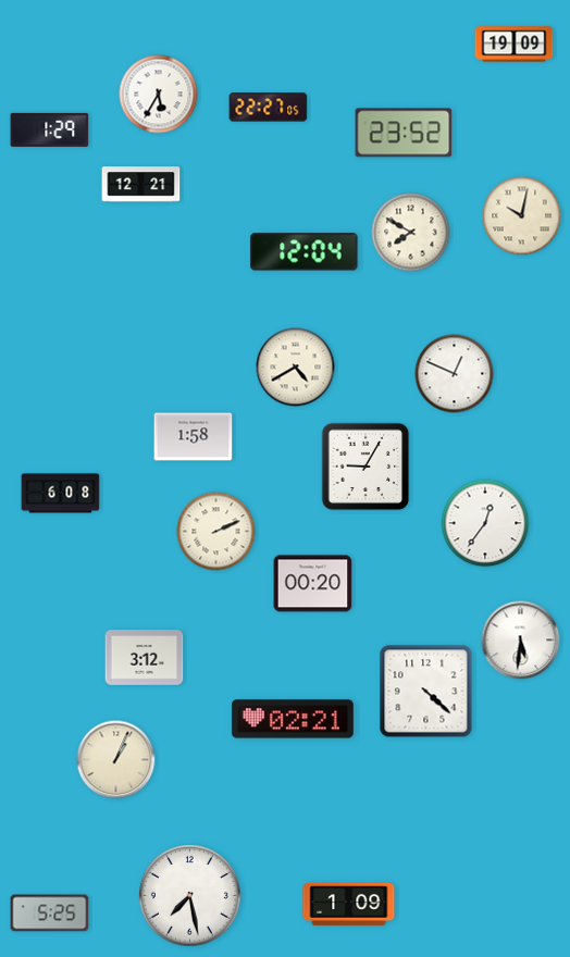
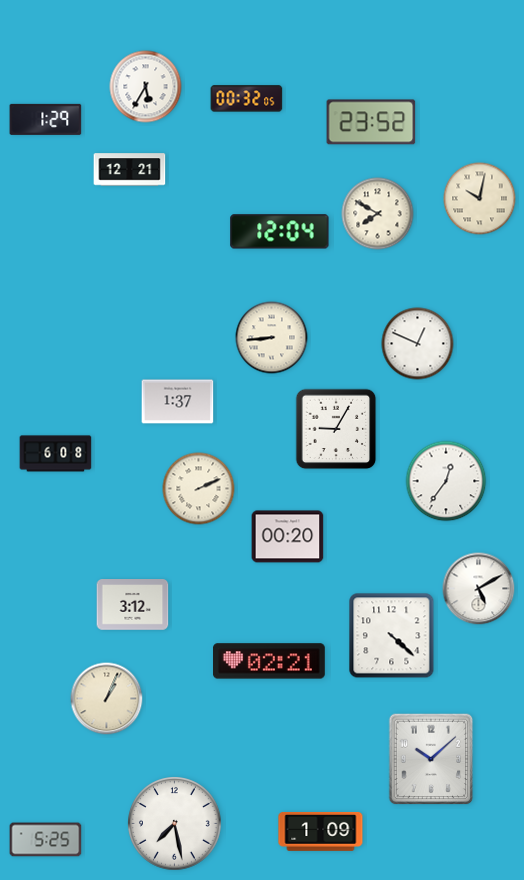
clock at (515, 45): 19:09 -> none
clock at (269, 108): 22:27 -> 00:32
clock at (296, 368): 4:40 -> 8:44
clock at (194, 437): 1:58 -> 1:37
clock at (521, 641): 5:31 -> 5:10
clock at (431, 759): none -> 10:08
